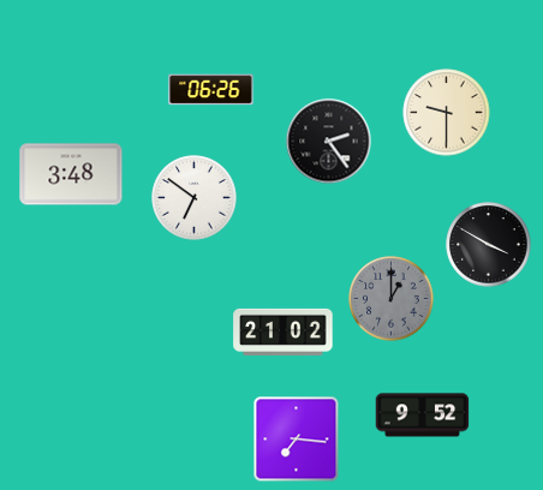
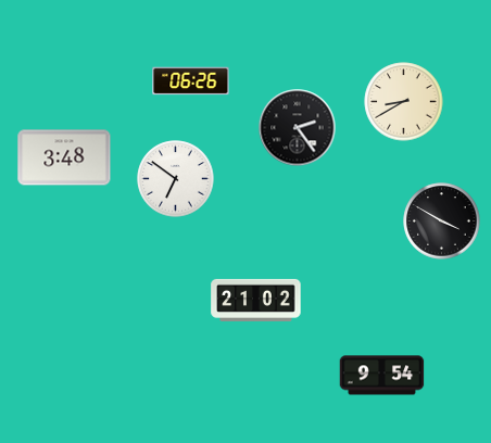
clock at (447, 113): 9:30 -> 8:40
clock at (392, 299): 1:00 -> none
clock at (423, 416): 9:52 -> 9:54
clock at (297, 440): 7:16 -> none
